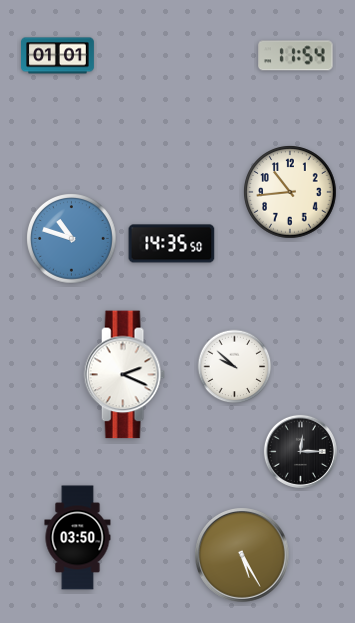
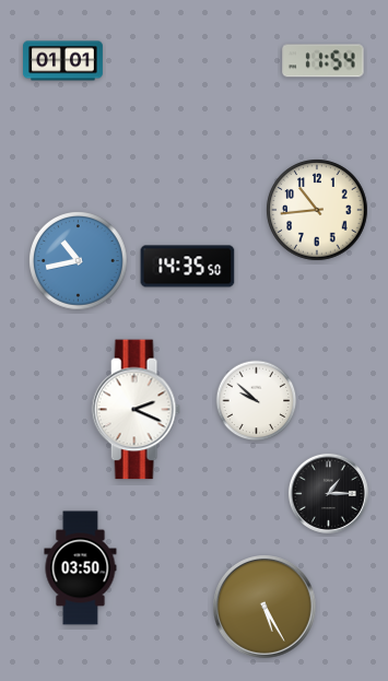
clock at (72, 239): 10:48 -> 10:43
clock at (300, 451): 12:15 -> 1:15
clock at (78, 538) position: (78, 538) -> (81, 568)
